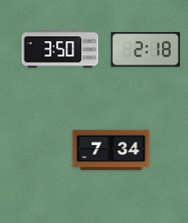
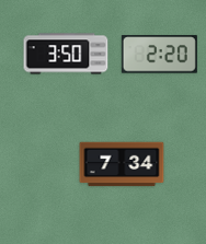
clock at (145, 50): 2:18 -> 2:20
